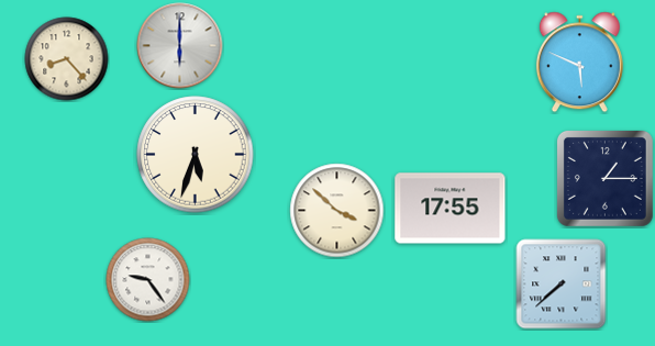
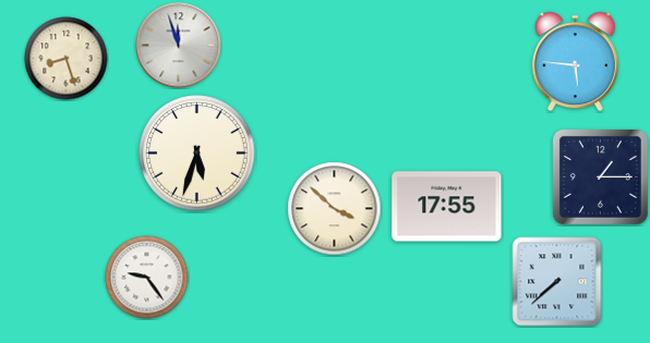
clock at (180, 46): 6:00 -> 11:57
clock at (67, 59): 8:23 -> 8:27
clock at (579, 63): 5:49 -> 5:46
clock at (196, 155) position: (196, 155) -> (197, 154)
